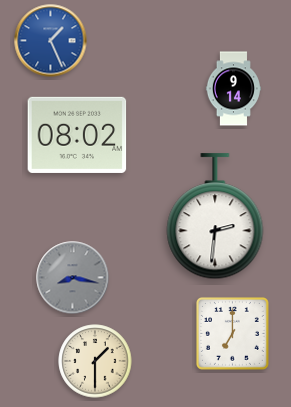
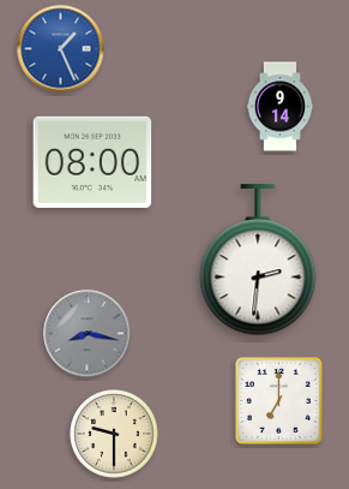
clock at (77, 135): 08:02 -> 08:00
clock at (95, 361): 1:30 -> 9:30
